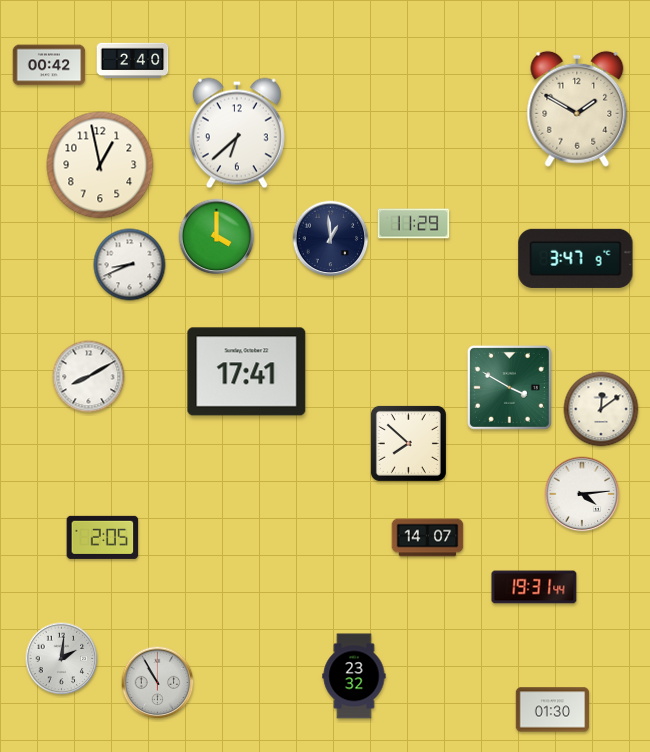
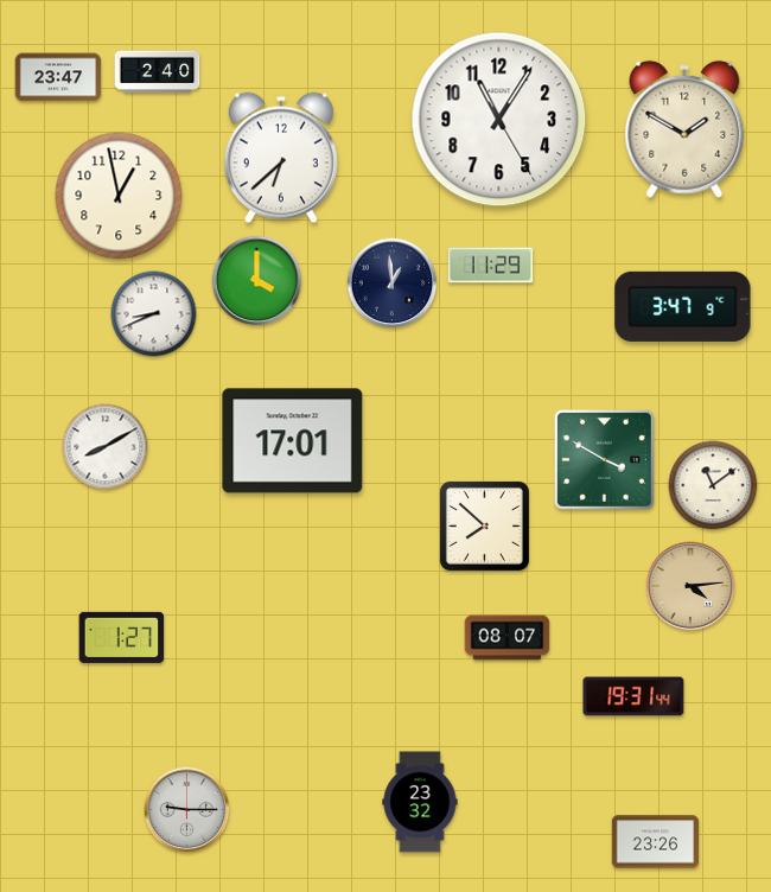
clock at (49, 65): 00:42 -> 23:47
clock at (499, 120): none -> 11:05
clock at (247, 372): 17:41 -> 17:01
clock at (601, 409): 12:09 -> 11:09
clock at (582, 494) dial: white -> champagne
clock at (103, 537): 2:05 -> 1:27
clock at (428, 538): 14:07 -> 08:07
clock at (62, 659): 2:01 -> none
clock at (158, 683): 10:55 -> 9:15
clock at (553, 710): 01:30 -> 23:26
